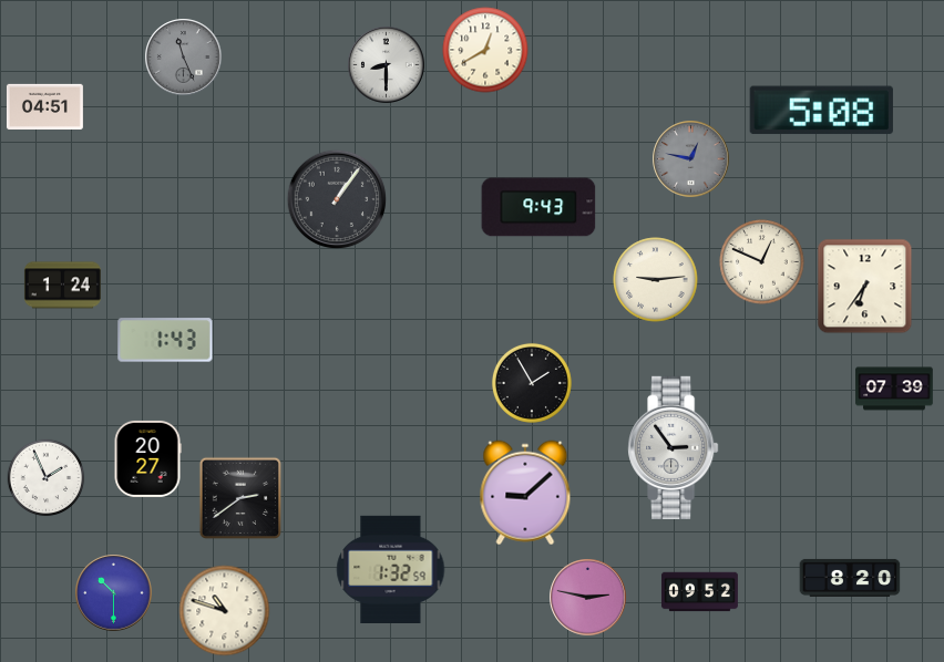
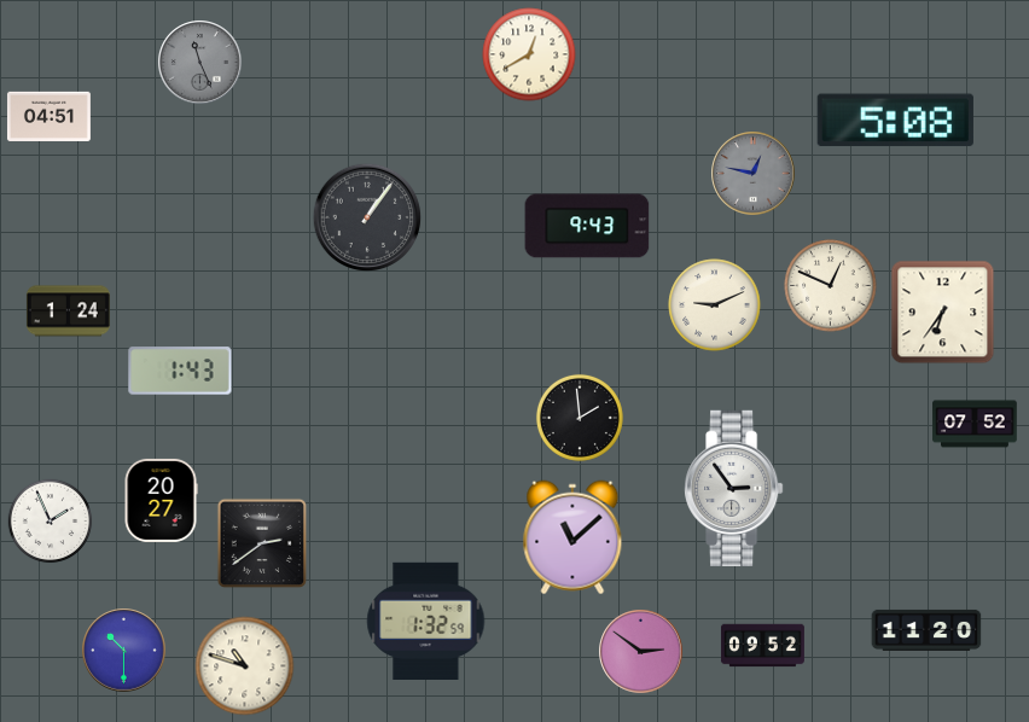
clock at (387, 65): 8:30 -> none
clock at (656, 280): 9:14 -> 9:11
clock at (532, 383): 1:55 -> 1:59
clock at (894, 389): 07:39 -> 07:52
clock at (525, 493): 9:08 -> 11:08
clock at (850, 578): 8:20 -> 11:20
clock at (114, 593) position: (114, 593) -> (124, 651)
clock at (588, 598): 2:47 -> 2:51
